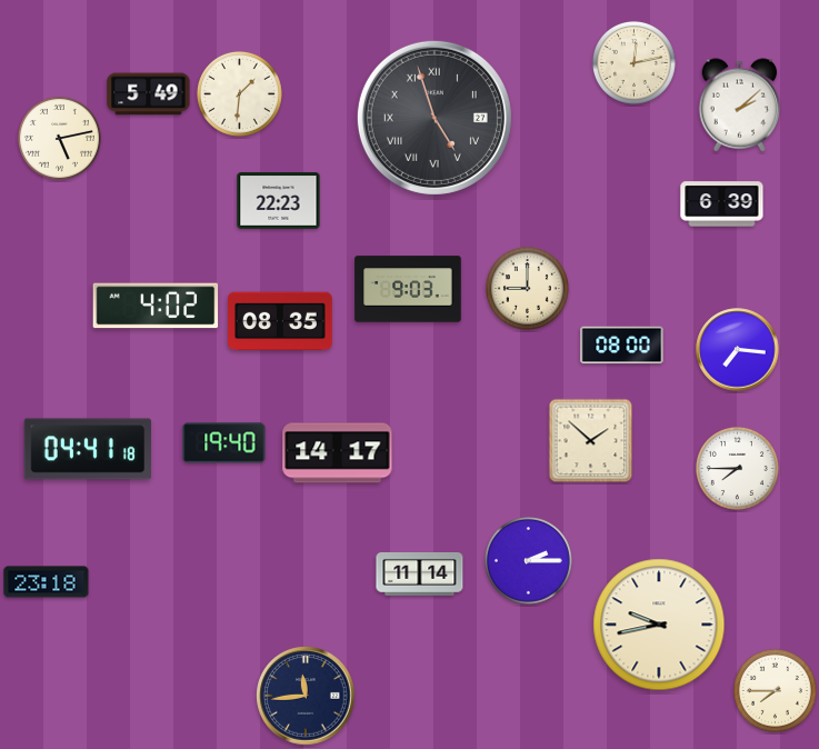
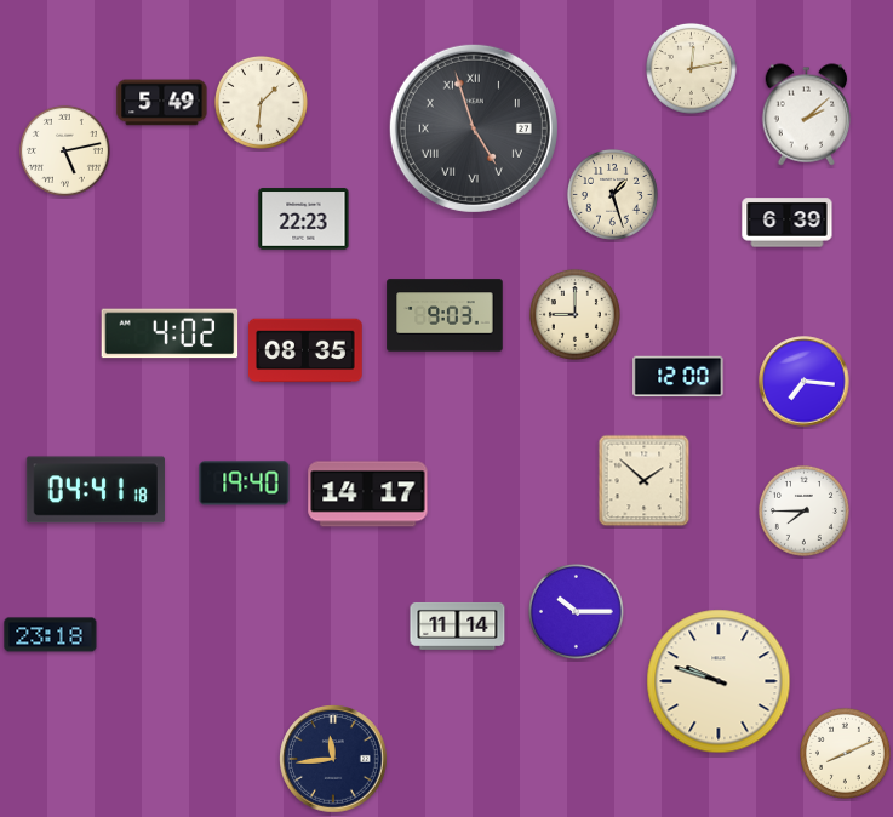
clock at (612, 194): none -> 1:27
clock at (622, 346): 08:00 -> 12:00
clock at (529, 561): 2:15 -> 10:15
clock at (659, 625): 9:43 -> 9:48
clock at (775, 690): 7:45 -> 8:11
